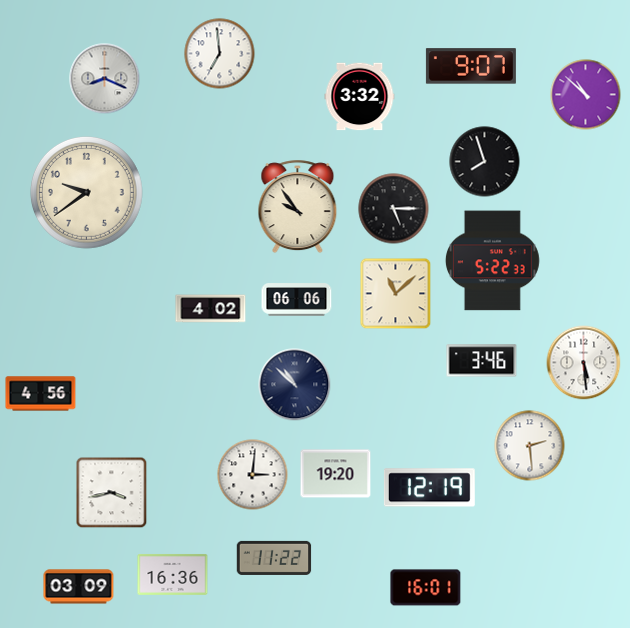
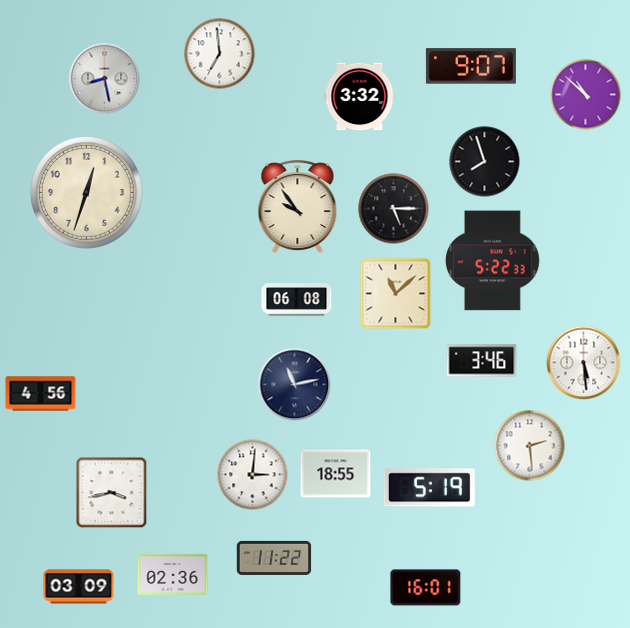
clock at (105, 79): 8:19 -> 8:28
clock at (87, 193): 9:39 -> 12:33
clock at (297, 300): 06:06 -> 06:08
clock at (211, 309): 4:02 -> none
clock at (295, 385): 10:52 -> 11:13
clock at (336, 474): 19:20 -> 18:55
clock at (429, 488): 12:19 -> 5:19
clock at (173, 574): 16:36 -> 02:36
